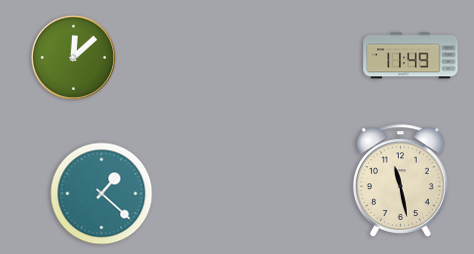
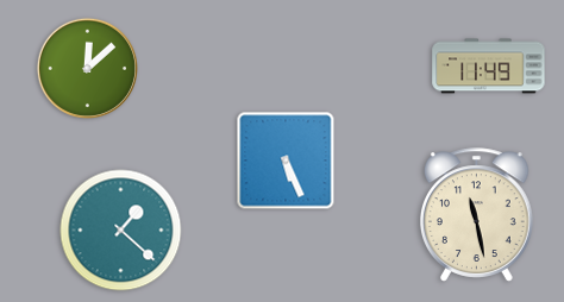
clock at (286, 161): none -> 5:26
